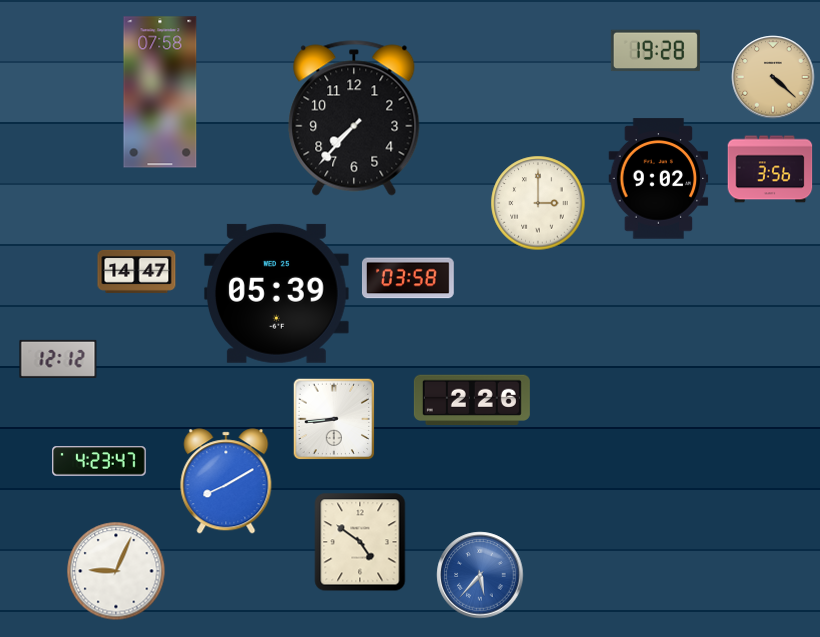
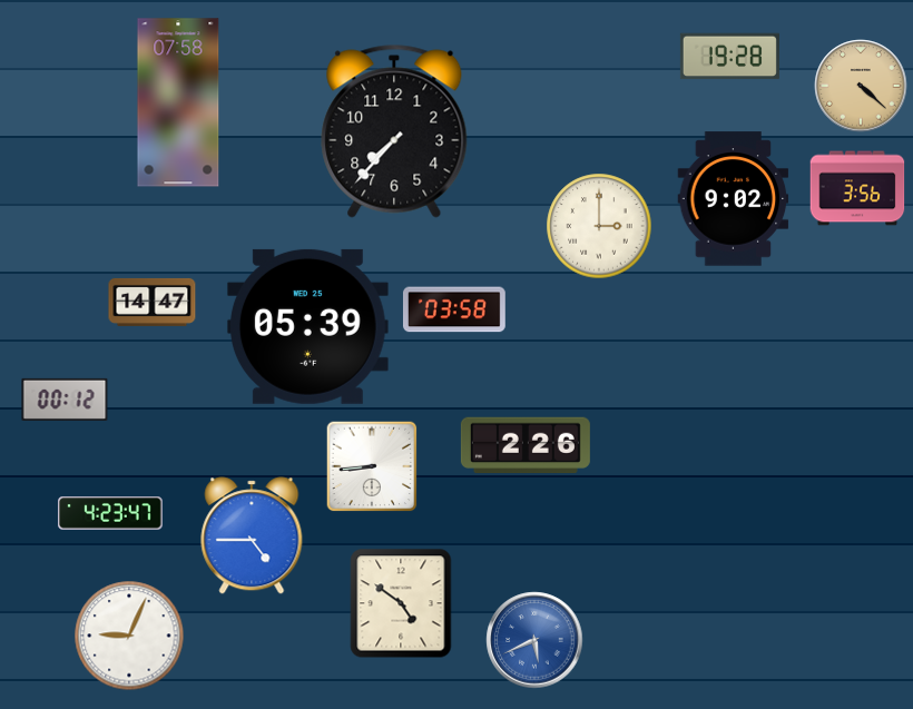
clock at (58, 359): 12:12 -> 00:12
clock at (226, 481): 8:10 -> 4:45
clock at (480, 575): 5:37 -> 5:41
